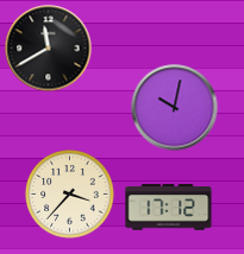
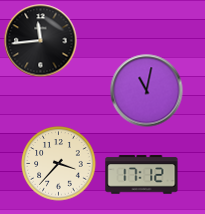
clock at (49, 49): 11:40 -> 11:44
clock at (175, 108): 10:02 -> 11:02
